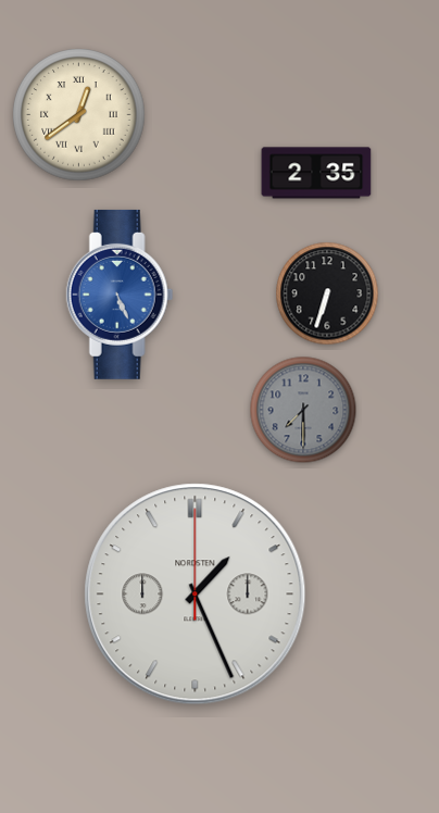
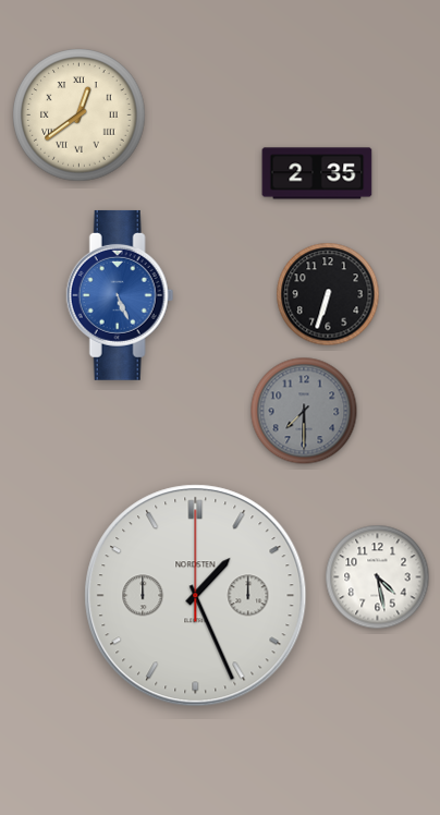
clock at (378, 577): none -> 4:28
